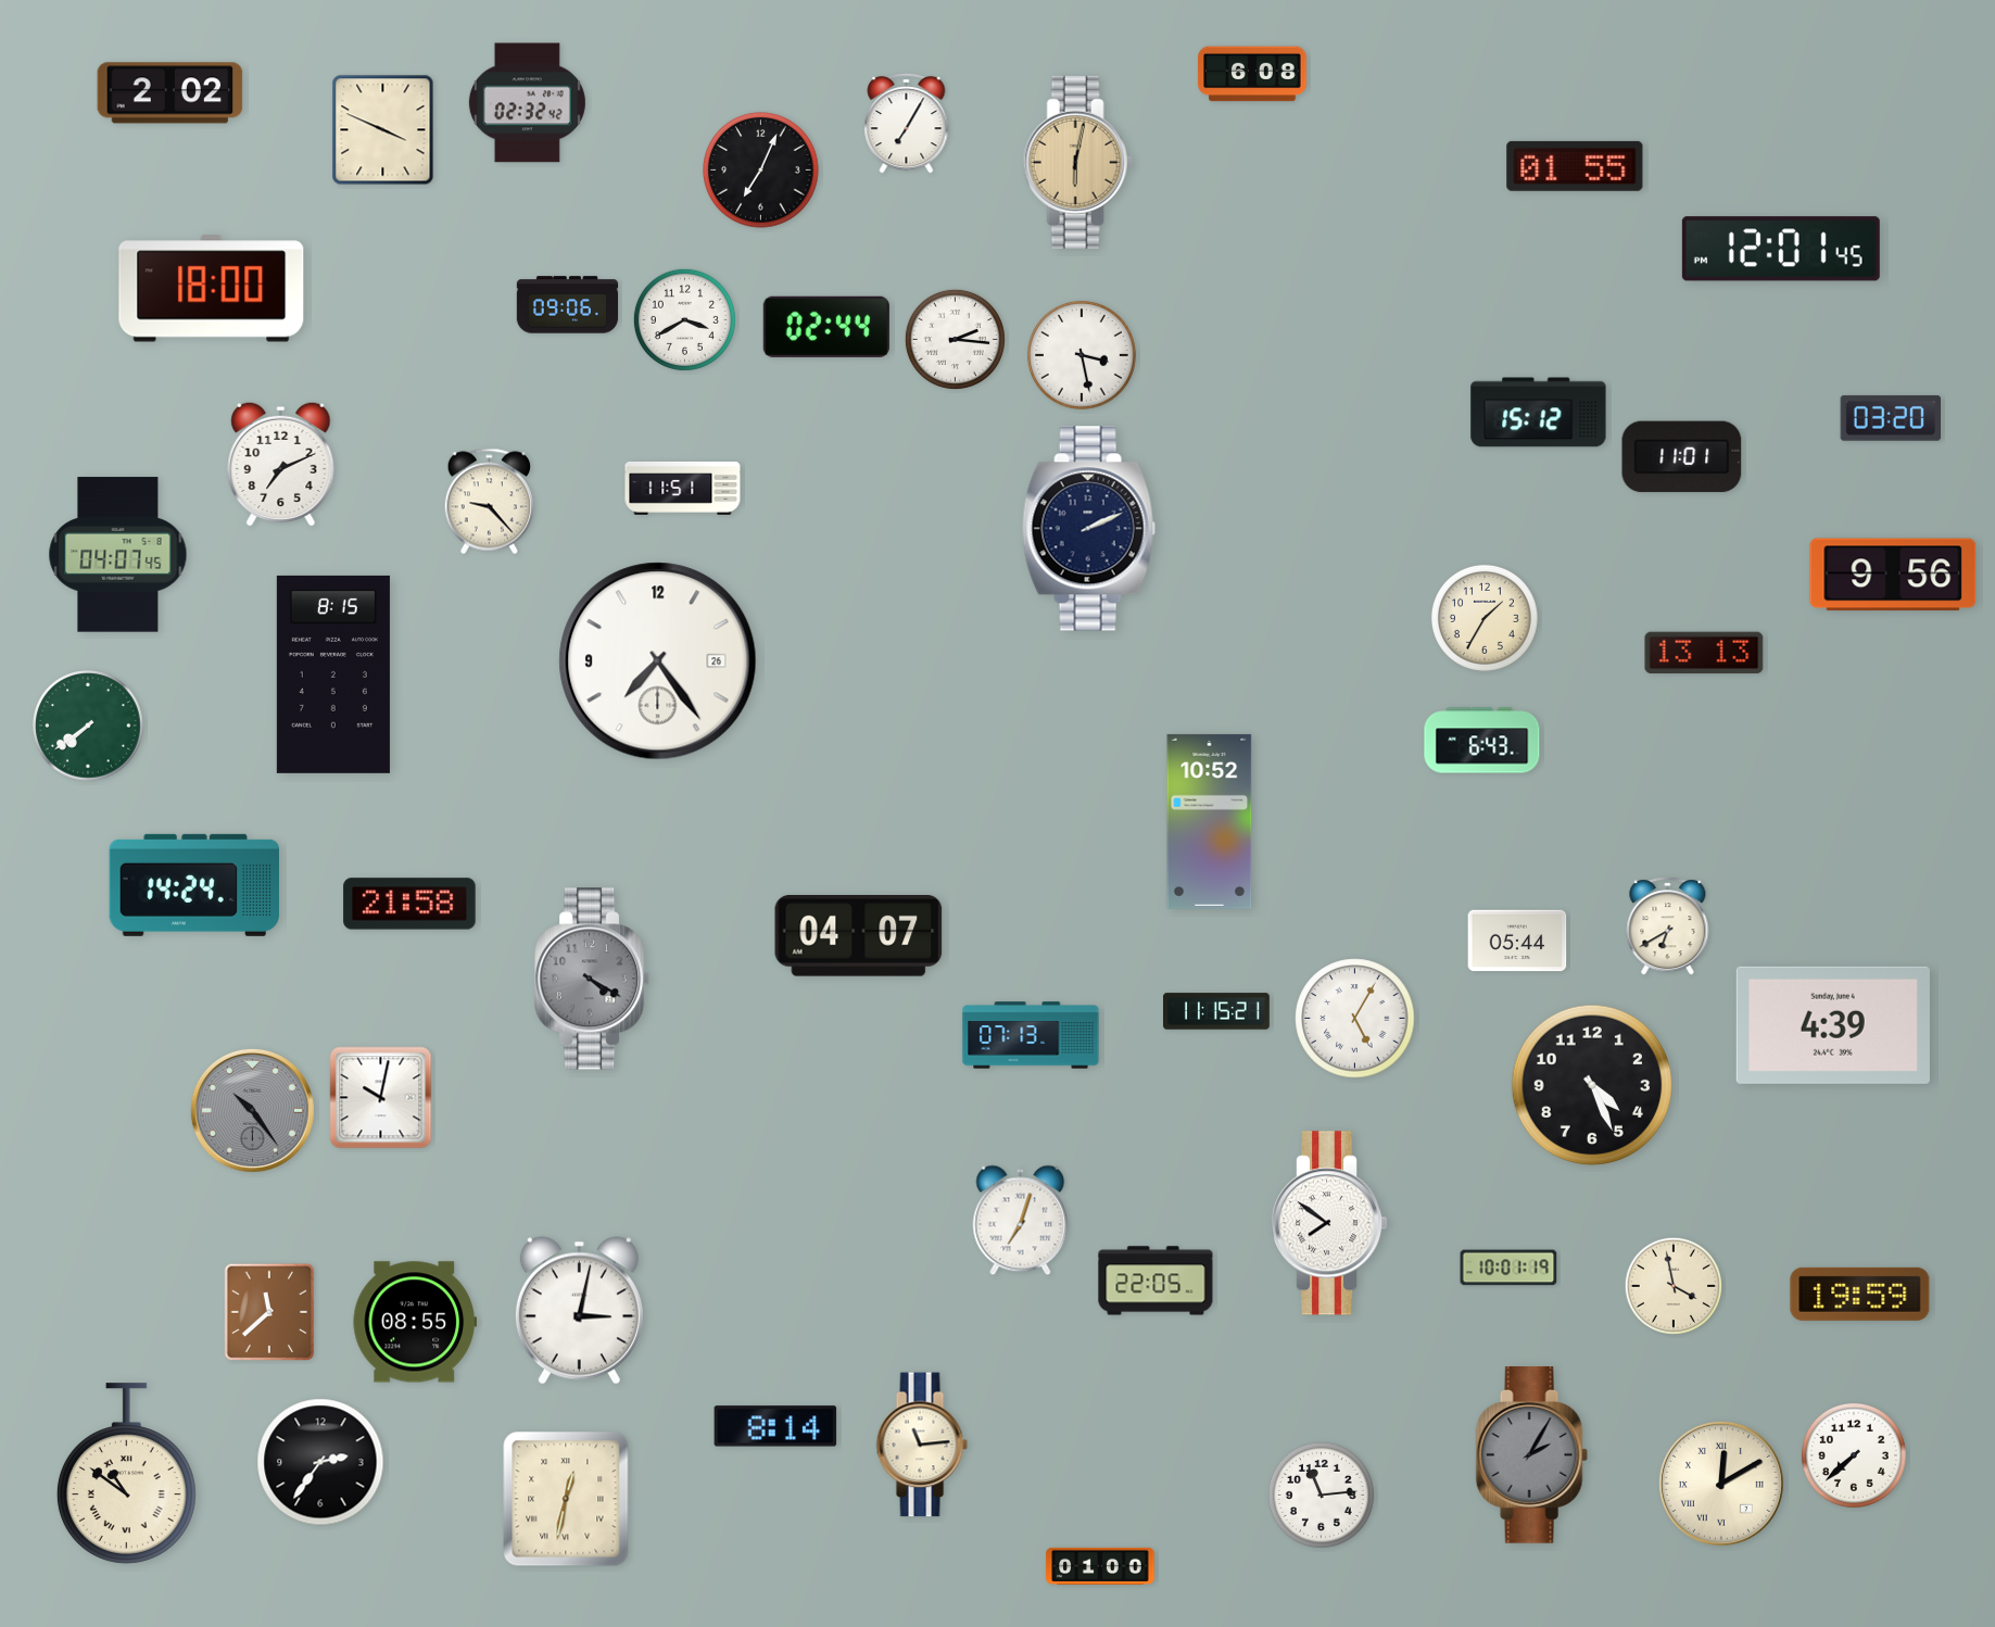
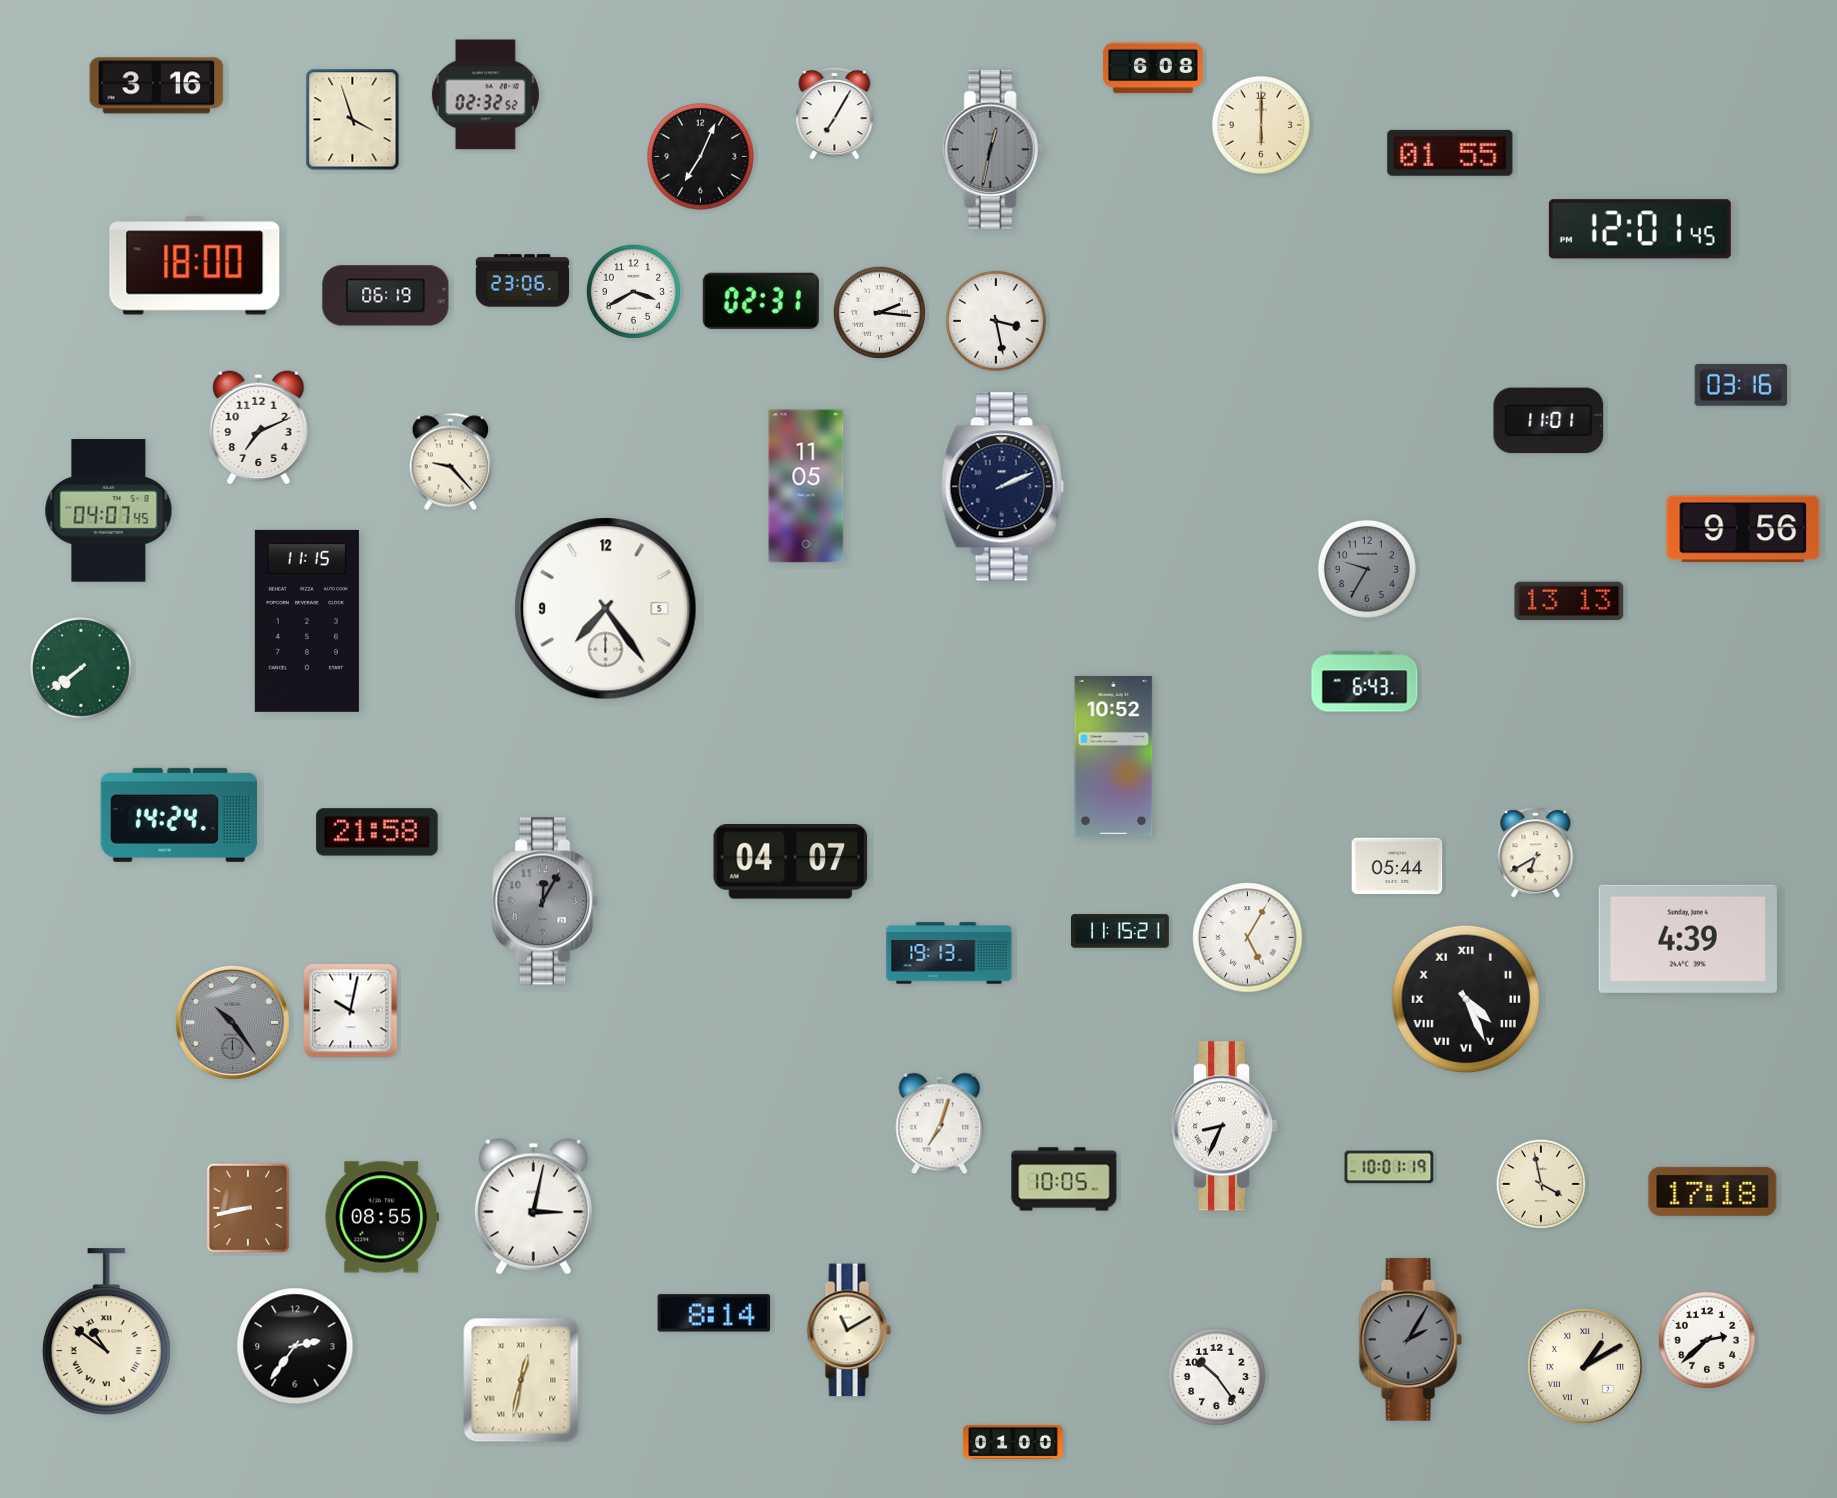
clock at (171, 93): 2:02 -> 3:16
clock at (527, 103): 02:32:42 -> 02:32:52
clock at (383, 130): 3:49 -> 3:57
clock at (1261, 125): none -> 6:00
clock at (1077, 162): 6:02 -> 12:32
clock at (1077, 162) dial: champagne -> grey
clock at (568, 305): 09:06 -> 23:06
clock at (684, 319) position: (684, 319) -> (633, 291)
clock at (386, 296): none -> 06:19
clock at (826, 327): 02:44 -> 02:31
clock at (1082, 355) position: (1082, 355) -> (996, 321)
clock at (1539, 413): 15:12 -> none
clock at (1890, 418): 03:20 -> 03:16
clock at (683, 489): 11:51 -> none
clock at (806, 486): none -> 11:05
clock at (1485, 618): 1:35 -> 9:35
clock at (1485, 618) dial: cream -> grey
clock at (658, 661) date: 26 -> 5
clock at (333, 674): 8:15 -> 11:15
clock at (592, 979): 4:20 -> 12:05
clock at (1833, 1025) position: (1833, 1025) -> (1688, 939)
clock at (1031, 1035): 07:13 -> 19:13
clock at (1591, 1084) numerals: Arabic -> Roman
clock at (1330, 1223): 7:51 -> 8:34
clock at (1156, 1281): 22:05 -> 10:05
clock at (1860, 1294): 19:59 -> 17:18
clock at (269, 1312): 11:38 -> 8:43
clock at (922, 1445): 11:14 -> 11:10
clock at (1854, 1455): 7:38 -> 2:38
clock at (126, 1474) position: (126, 1474) -> (106, 1332)
clock at (1721, 1484): 12:10 -> 1:10
clock at (1321, 1494): 11:14 -> 10:24
